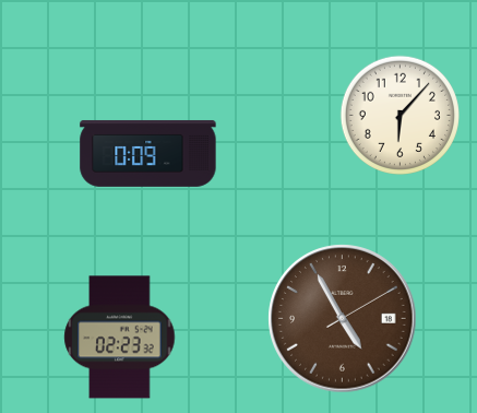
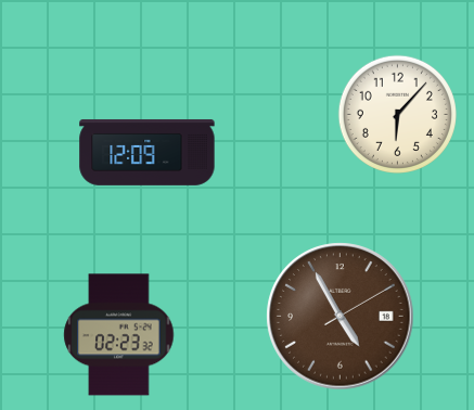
clock at (148, 153): 0:09 -> 12:09
